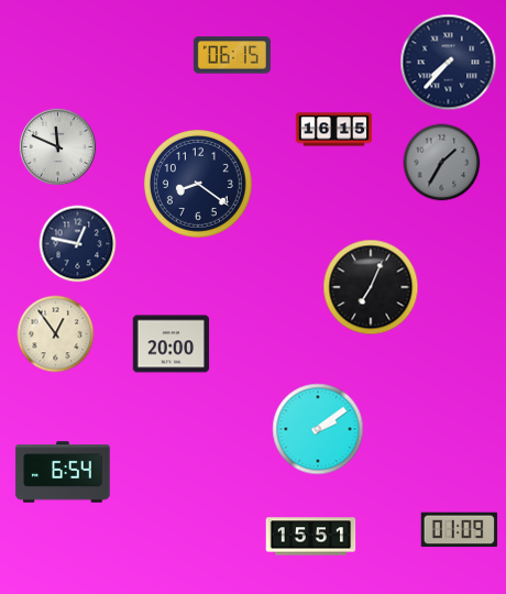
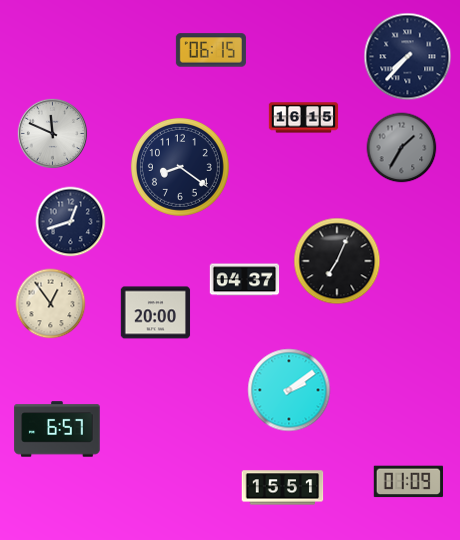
clock at (78, 244): 12:47 -> 12:42
clock at (245, 280): none -> 04:37
clock at (63, 472): 6:54 -> 6:57
clock at (459, 530) position: (459, 530) -> (408, 482)
